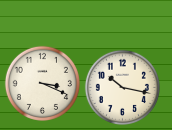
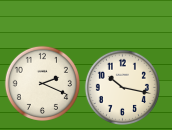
clock at (42, 83): 3:19 -> 2:19
